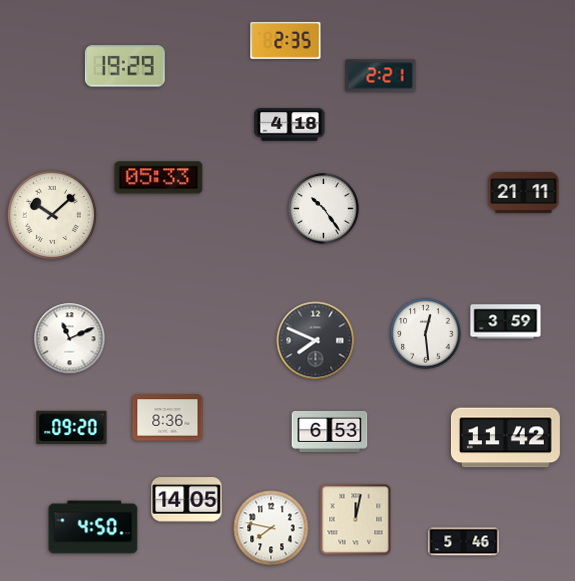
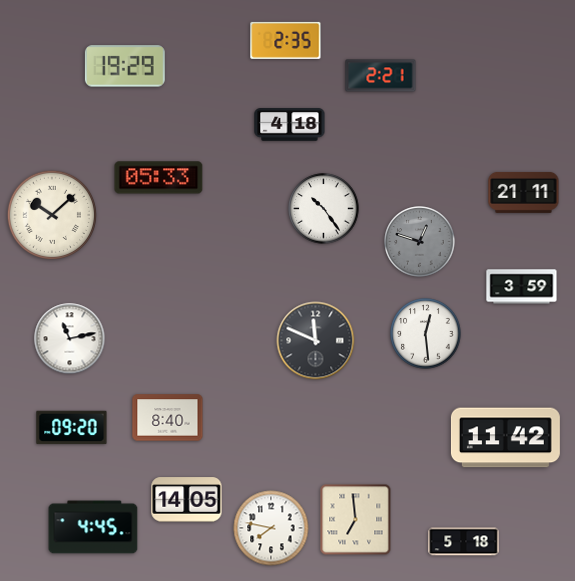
clock at (420, 242): none -> 12:48
clock at (506, 322) position: (506, 322) -> (522, 287)
clock at (70, 339): 11:11 -> 11:13
clock at (316, 341): 7:49 -> 11:49
clock at (168, 418): 8:36 -> 8:40
clock at (330, 431): 6:53 -> none
clock at (356, 520): 12:02 -> 6:59
clock at (93, 527): 4:50 -> 4:45
clock at (464, 542): 5:46 -> 5:18
